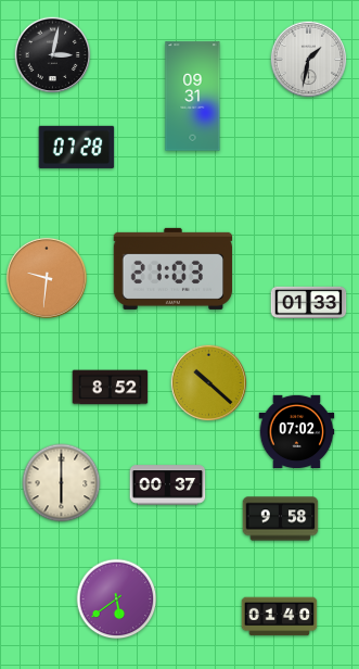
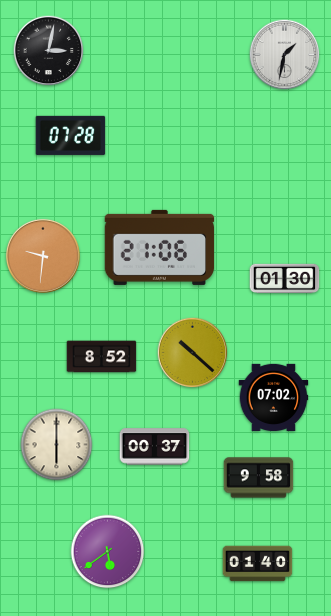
clock at (193, 97): 09:31 -> none
clock at (174, 268): 21:03 -> 21:06
clock at (309, 303): 01:33 -> 01:30
clock at (280, 617) position: (280, 617) -> (258, 564)
